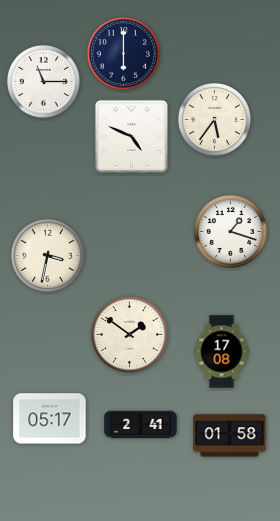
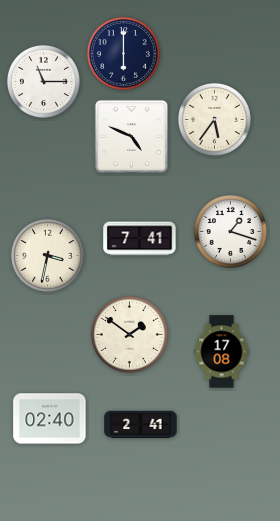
clock at (140, 239): none -> 7:41
clock at (50, 419): 05:17 -> 02:40
clock at (230, 436): 01:58 -> none
